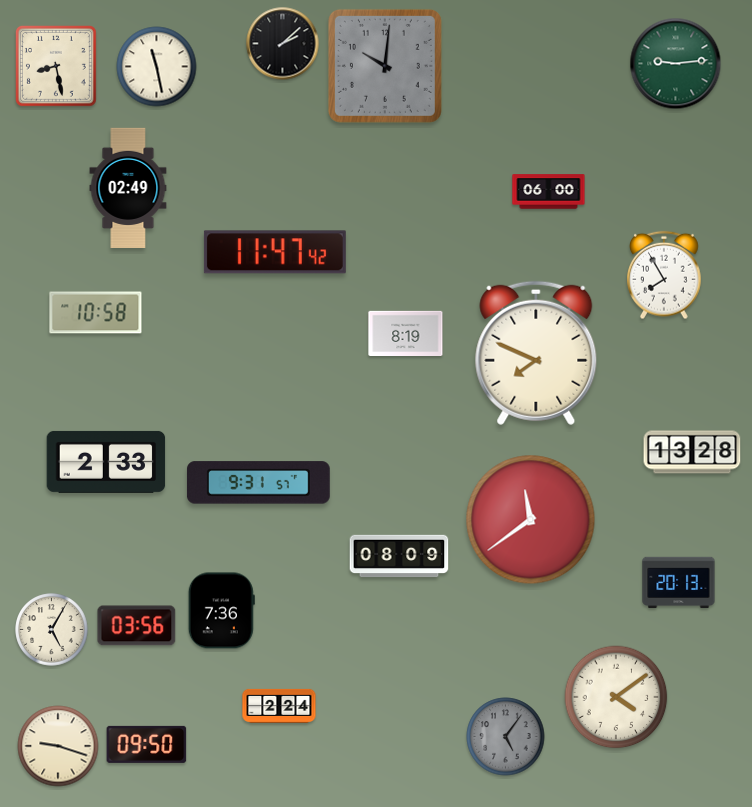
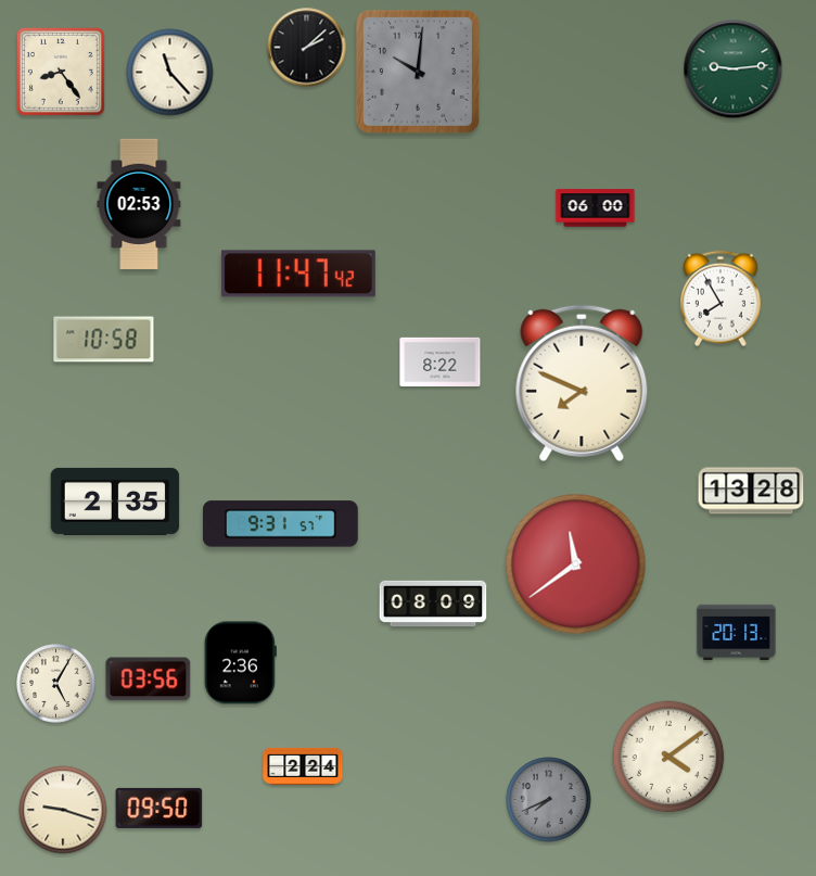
clock at (56, 66): 8:28 -> 8:24
clock at (157, 67): 11:28 -> 11:23
clock at (128, 187): 02:49 -> 02:53
clock at (406, 333): 8:19 -> 8:22
clock at (106, 462): 2:33 -> 2:35
clock at (221, 611): 7:36 -> 2:36
clock at (506, 737): 5:06 -> 7:41
